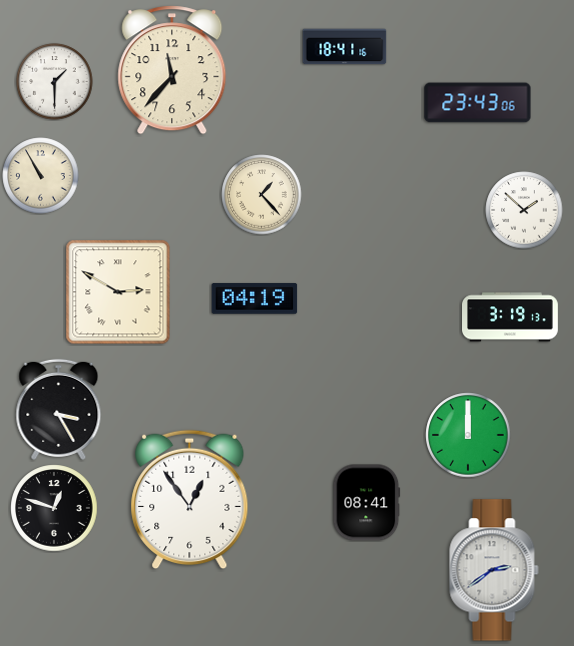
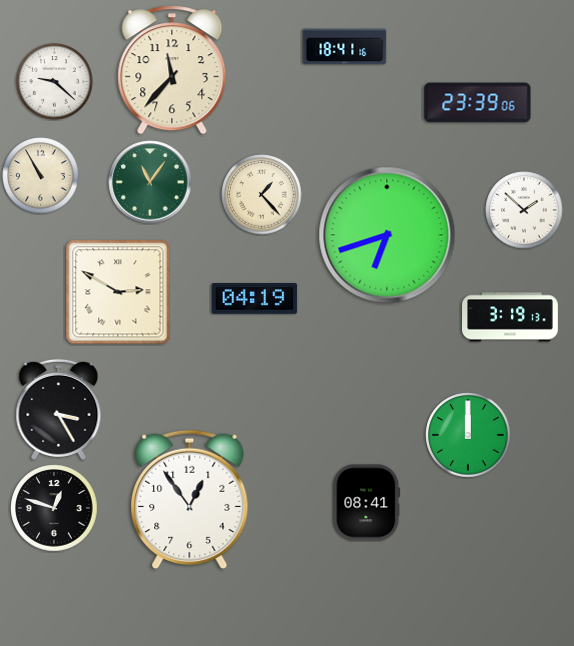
clock at (55, 82): 1:30 -> 9:22
clock at (478, 103): 23:43 -> 23:39
clock at (150, 182): none -> 11:06
clock at (387, 235): none -> 6:42
clock at (494, 570): 2:39 -> none
